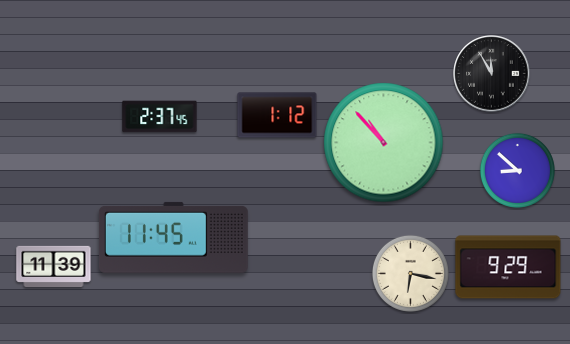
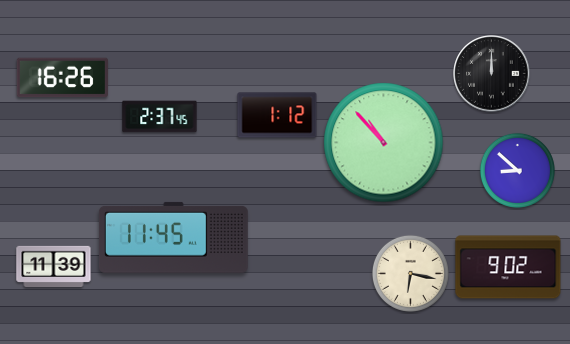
clock at (492, 74): 11:55 -> 12:00
clock at (62, 78): none -> 16:26
clock at (508, 267): 9:29 -> 9:02
